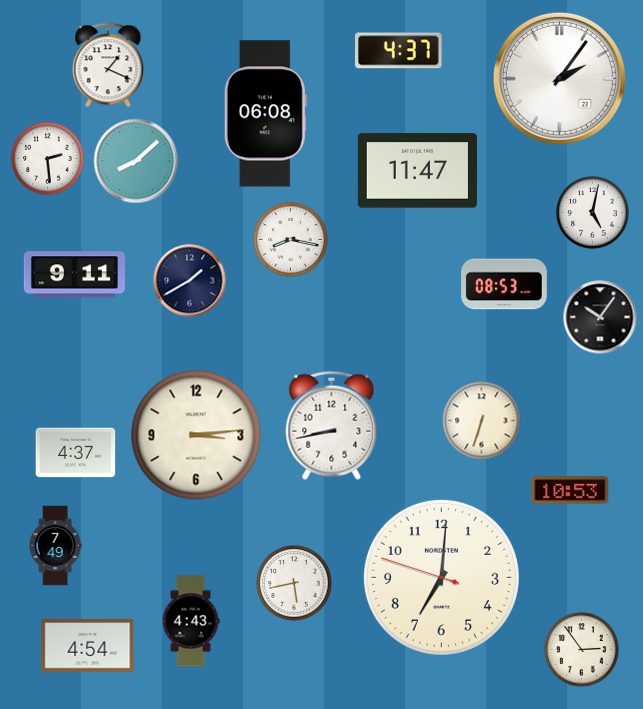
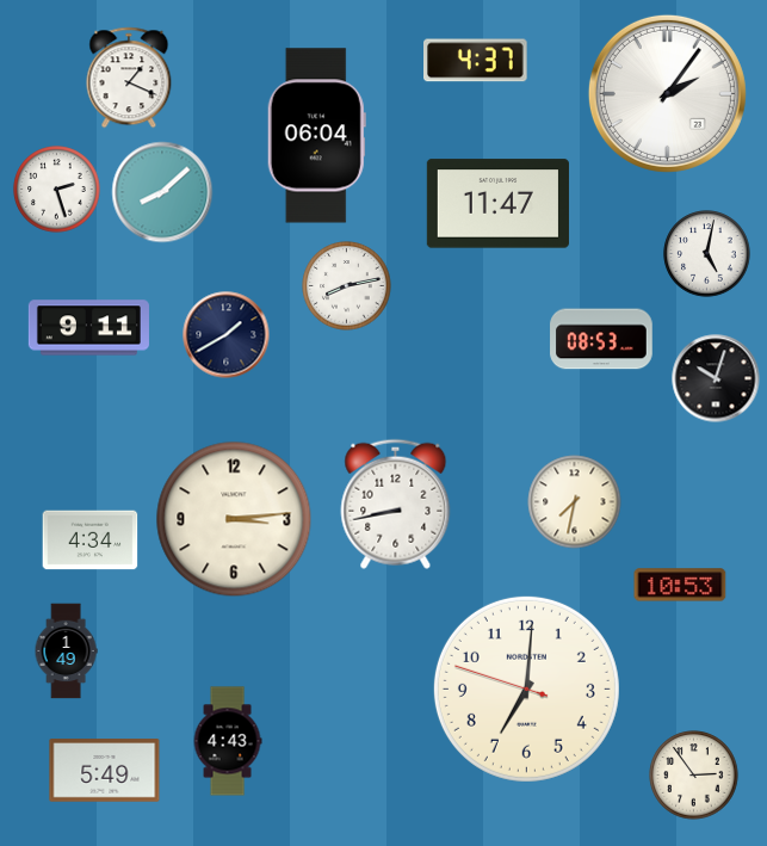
clock at (265, 114): 06:08 -> 06:04
clock at (48, 159): 2:29 -> 2:27
clock at (291, 240): 8:17 -> 8:13
clock at (600, 317): 10:06 -> 10:03
clock at (482, 421): 6:33 -> 7:32
clock at (332, 425) position: (332, 425) -> (396, 504)
clock at (76, 453): 4:37 -> 4:34
clock at (55, 546): 7:49 -> 1:49
clock at (294, 583): 5:43 -> none
clock at (88, 646): 4:54 -> 5:49
